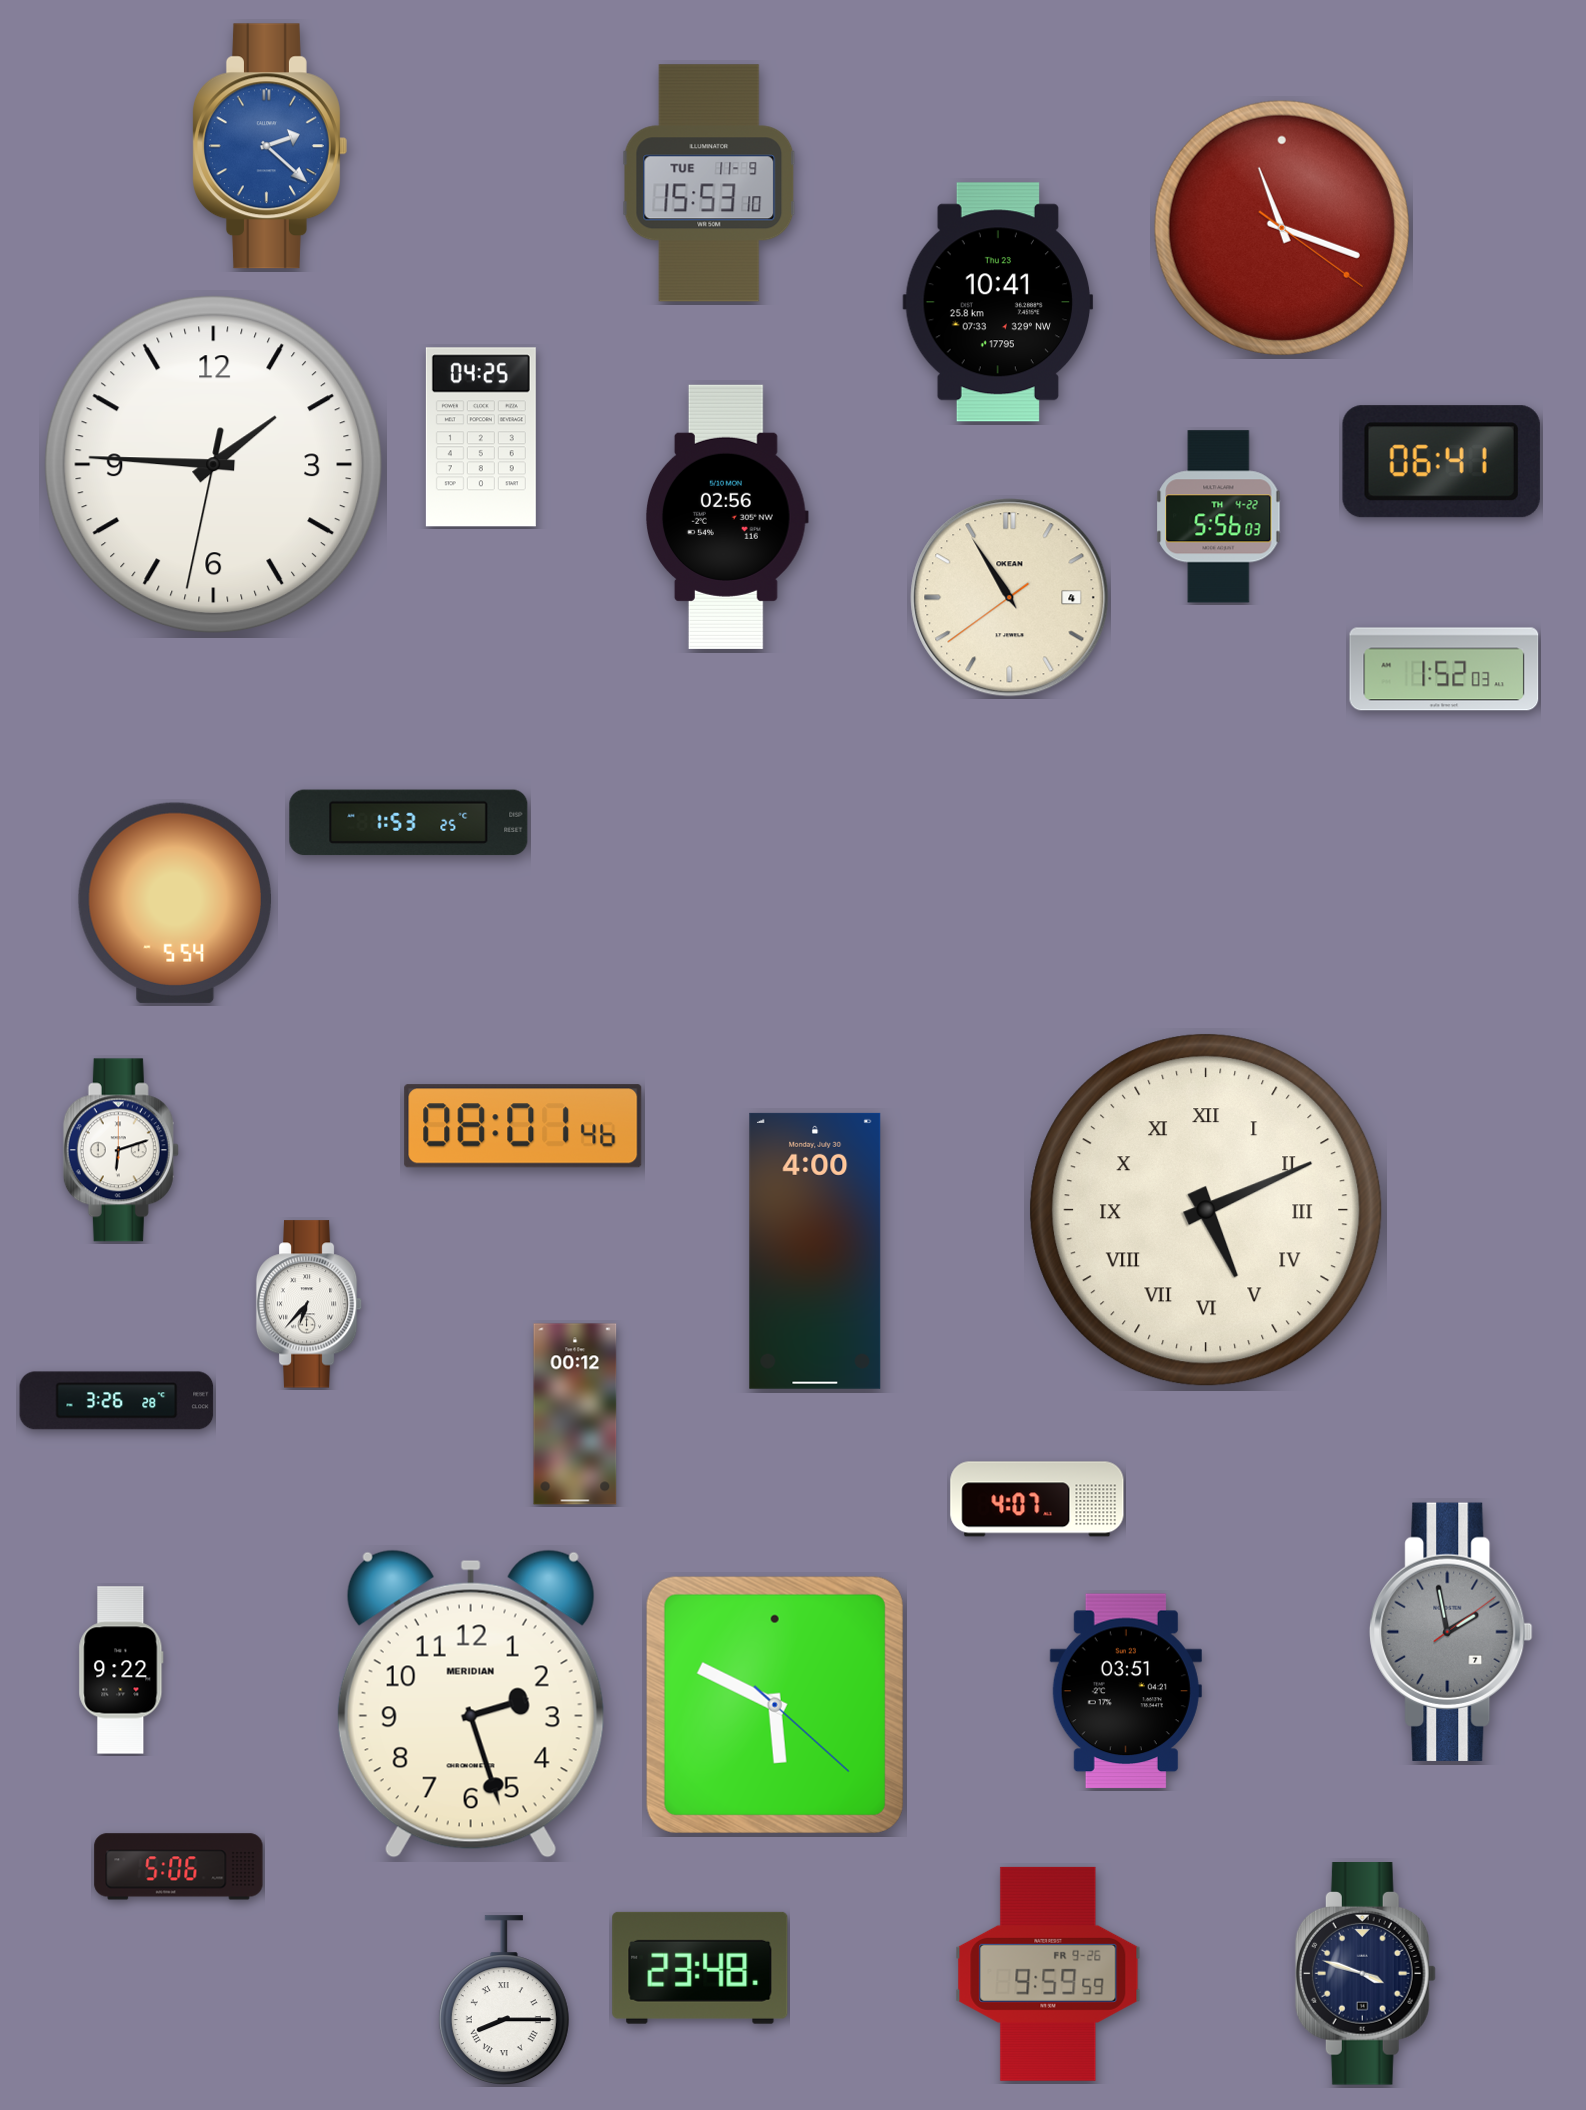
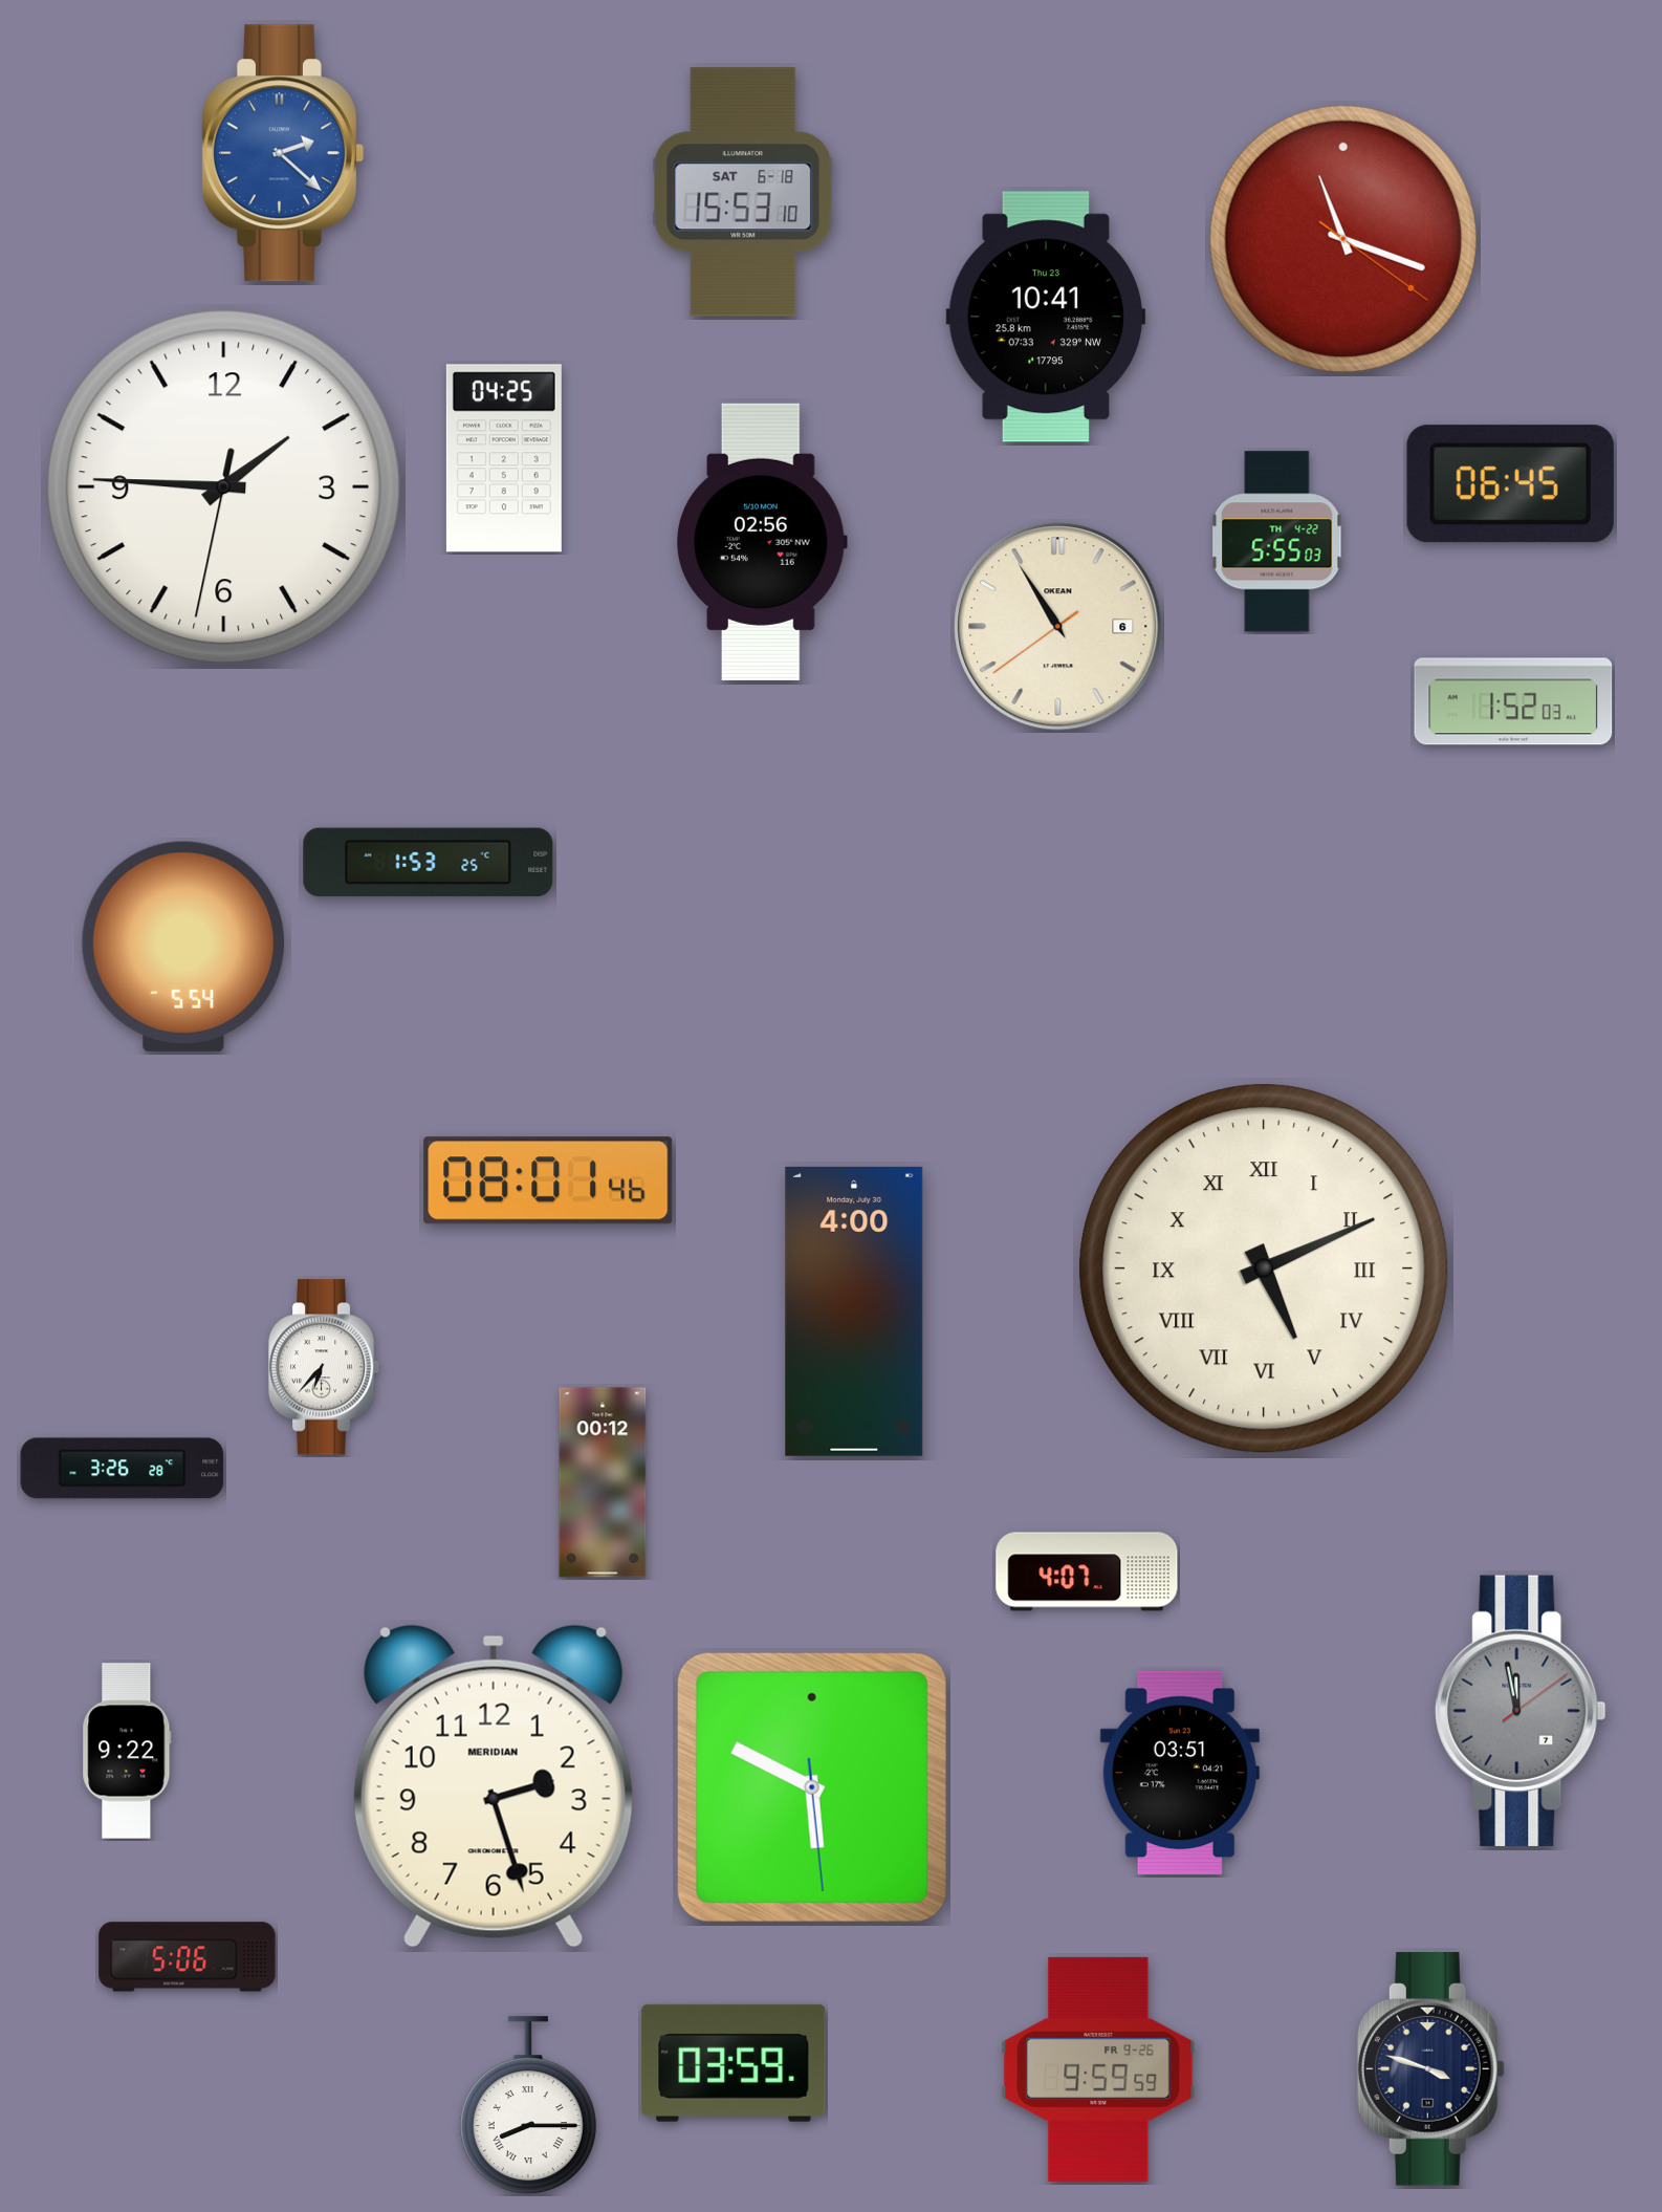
clock at (709, 183) date: TUE 11-9 -> SAT 6-18
clock at (1441, 462): 06:41 -> 06:45
clock at (1219, 517): 5:56 -> 5:55
clock at (1010, 598) date: 4 -> 6
clock at (121, 1150): 6:12 -> none
clock at (1451, 1632): 1:58 -> 11:58
clock at (775, 1705): 5:49:22 -> 5:49:29
clock at (700, 1968): 23:48 -> 03:59
clock at (504, 2001) position: (504, 2001) -> (528, 2106)
